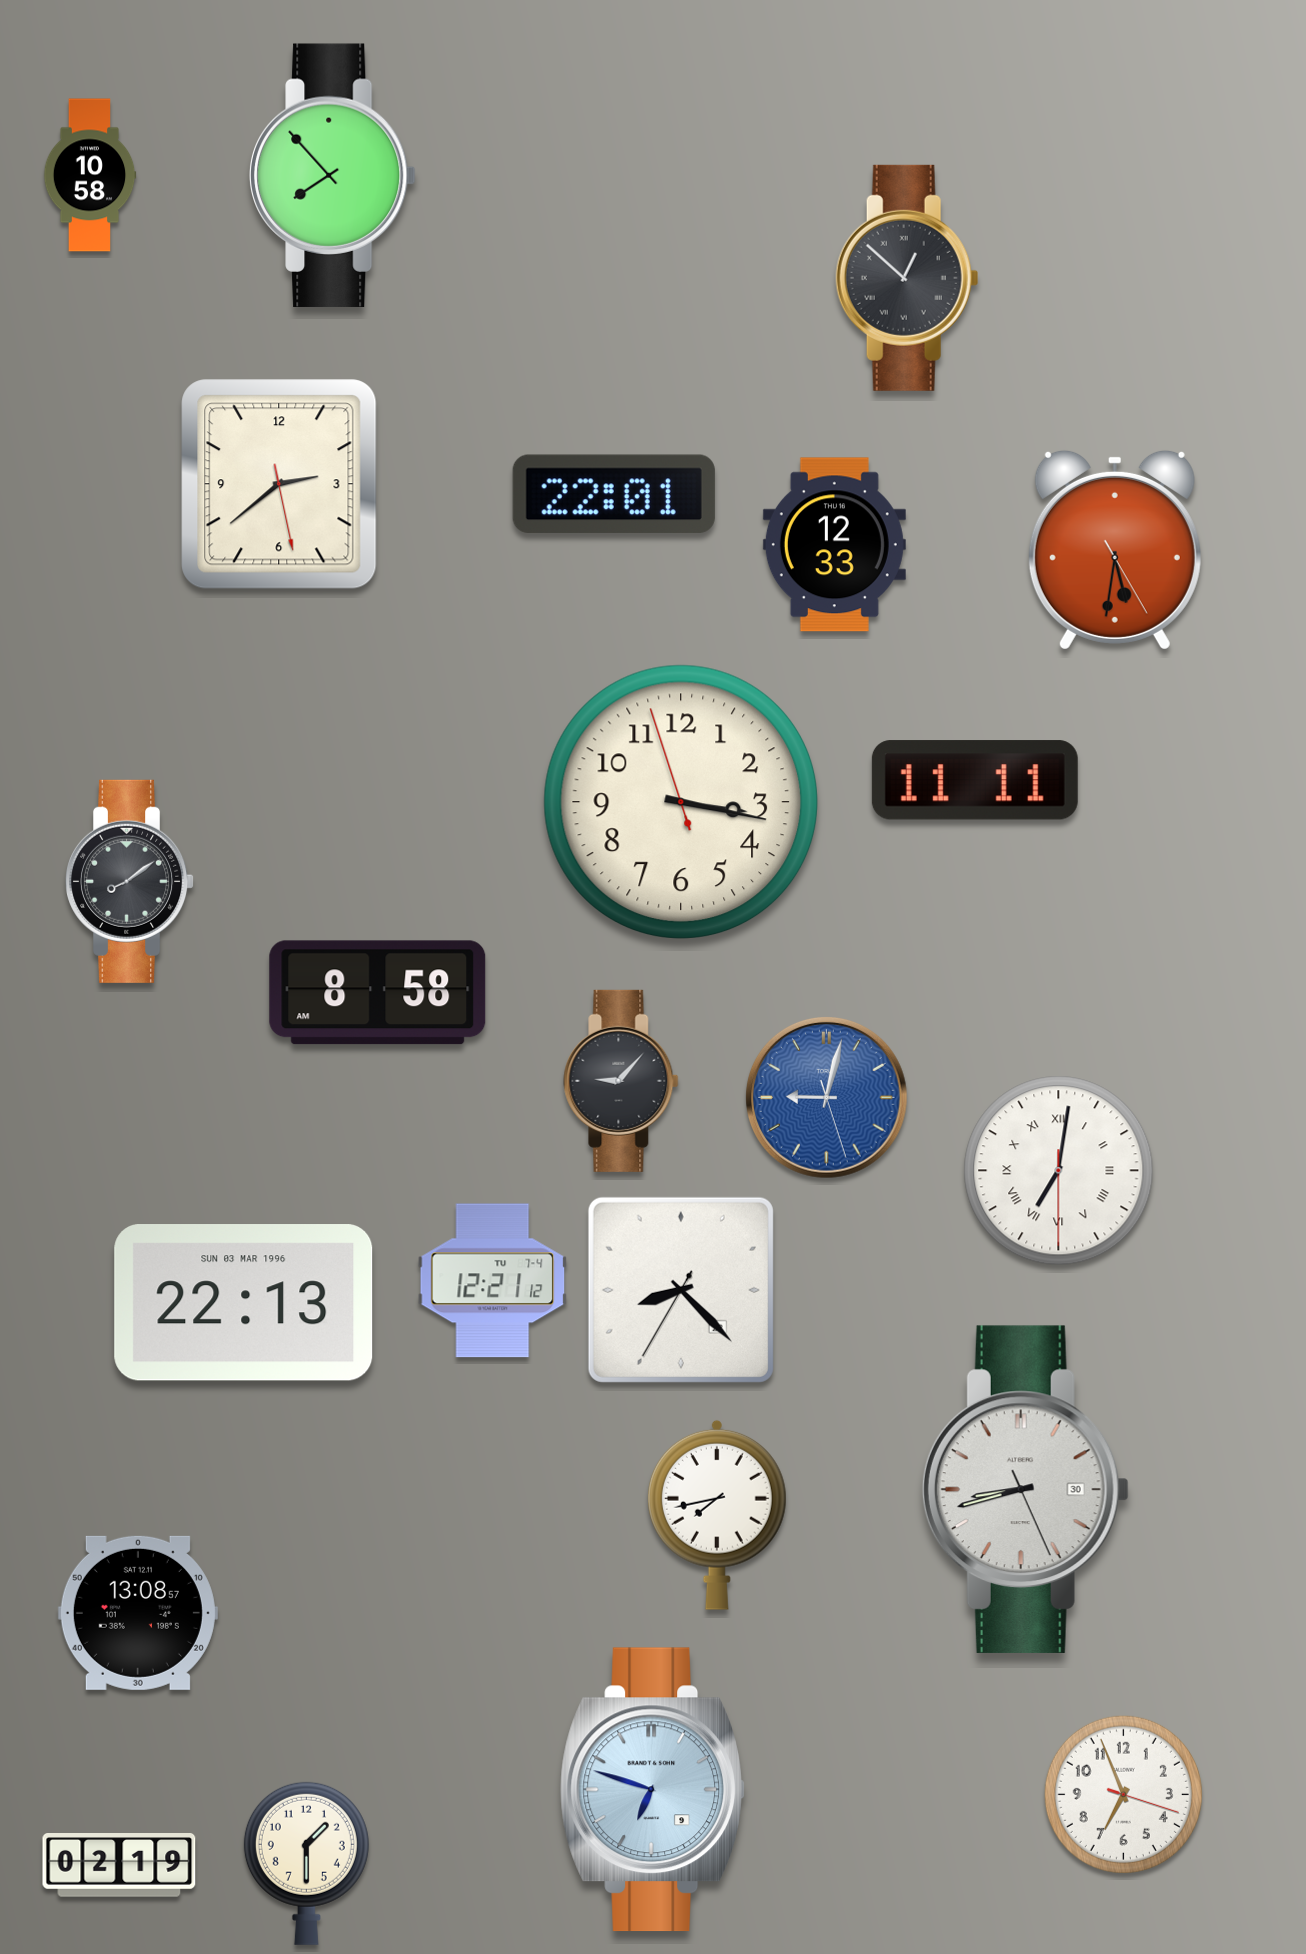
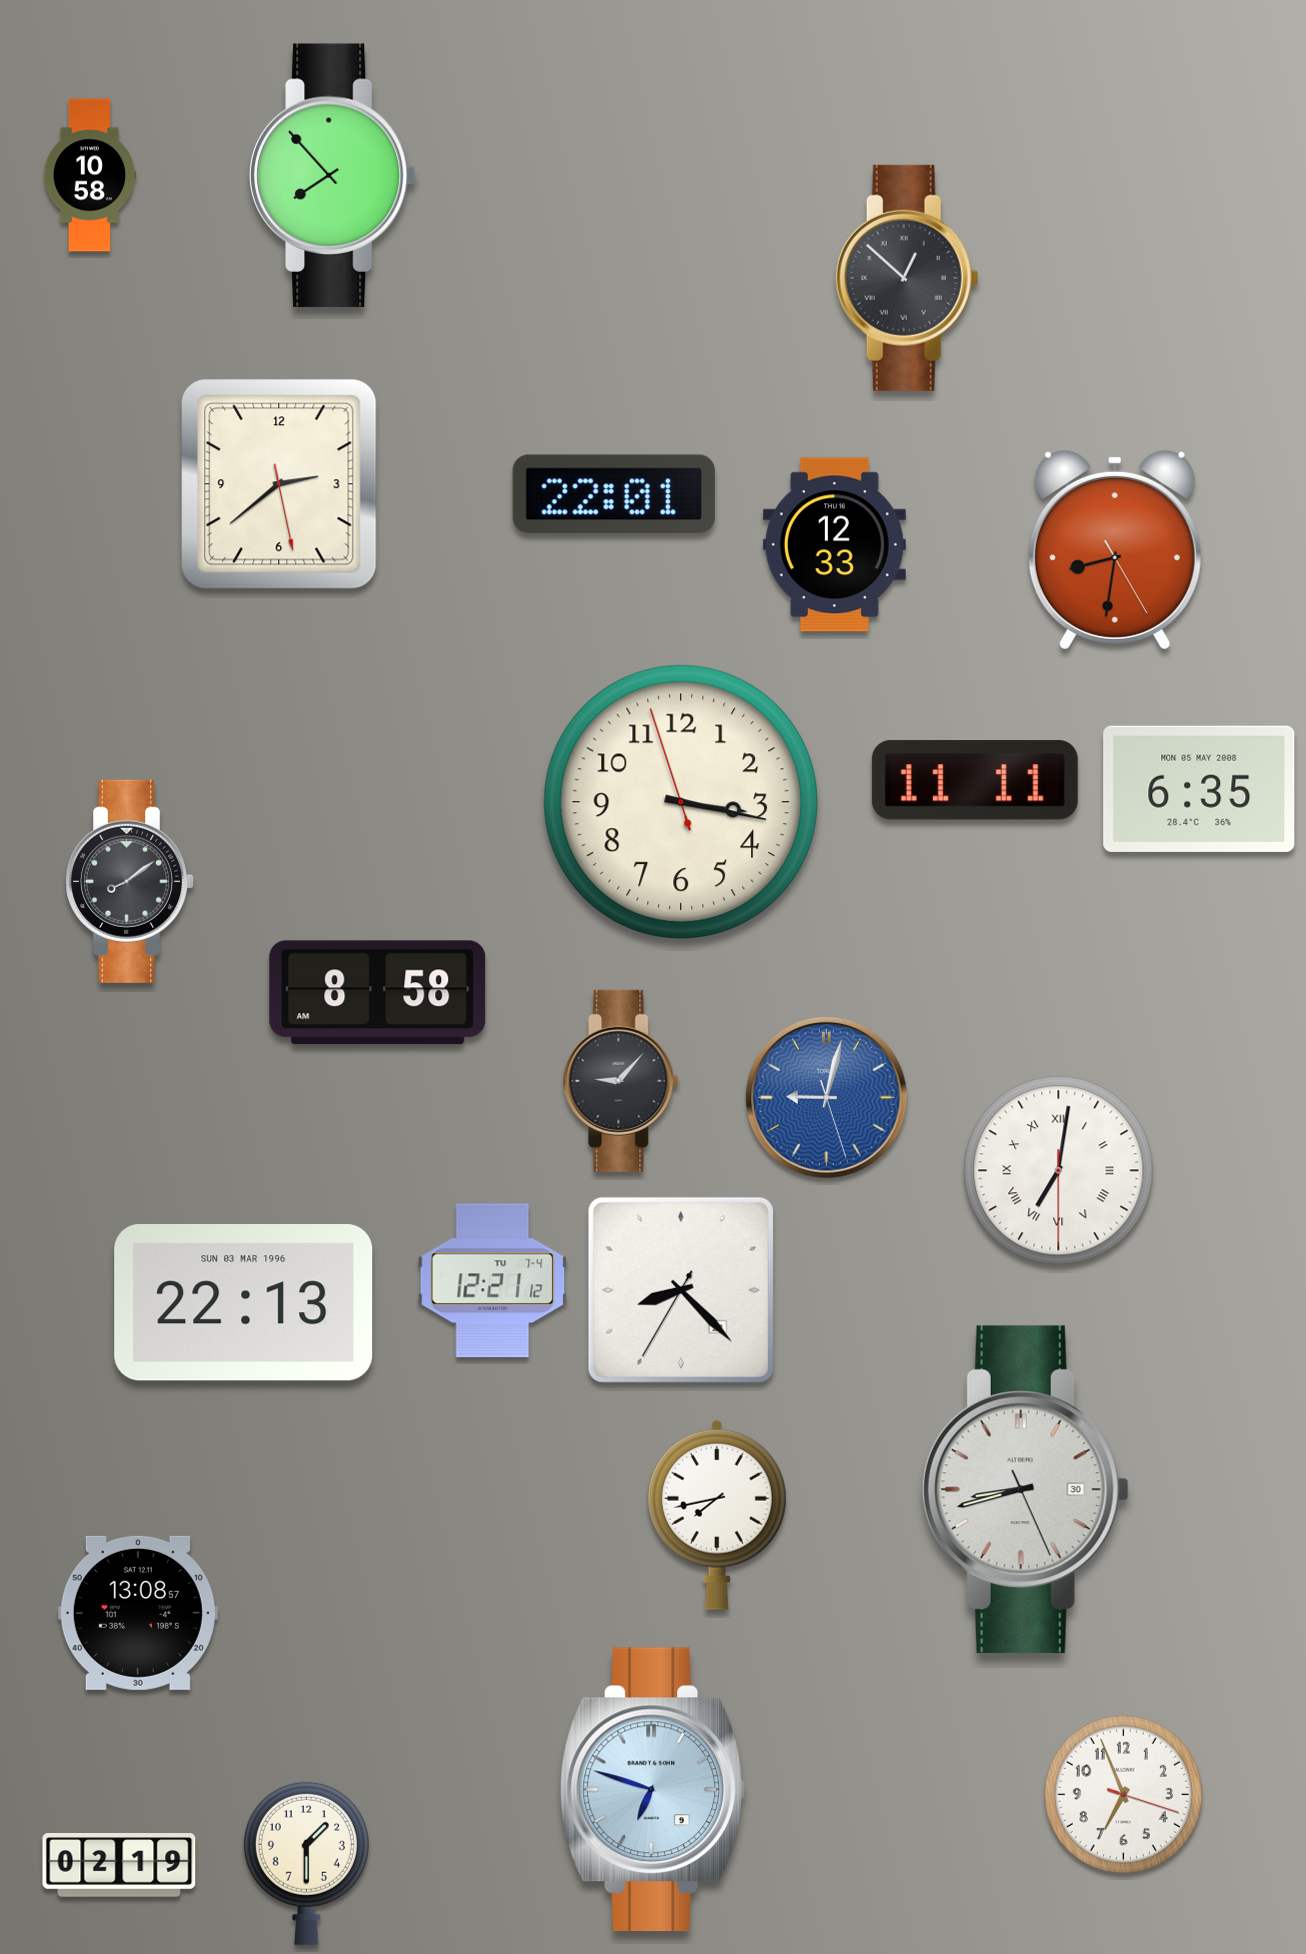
clock at (1115, 550): 5:31 -> 8:31
clock at (1199, 789): none -> 6:35
